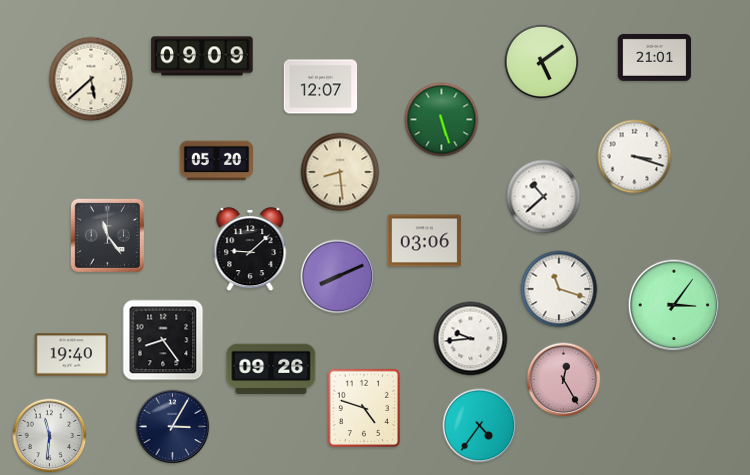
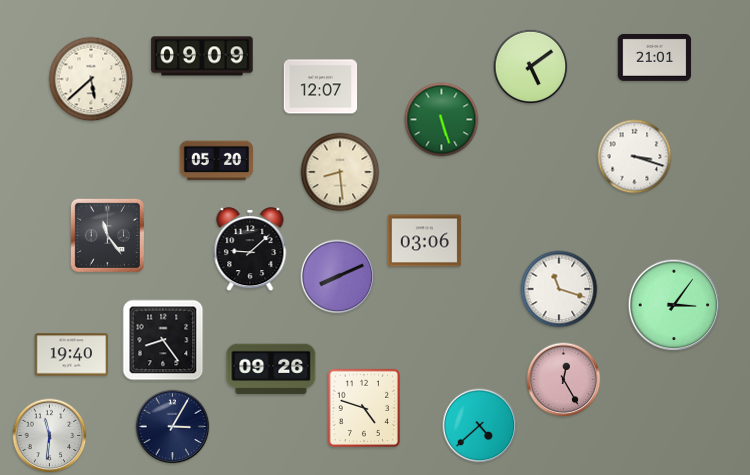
clock at (542, 62) position: (542, 62) -> (531, 67)
clock at (544, 197): 10:38 -> none
clock at (471, 339): 9:44 -> none
clock at (480, 426): 4:36 -> 4:38
